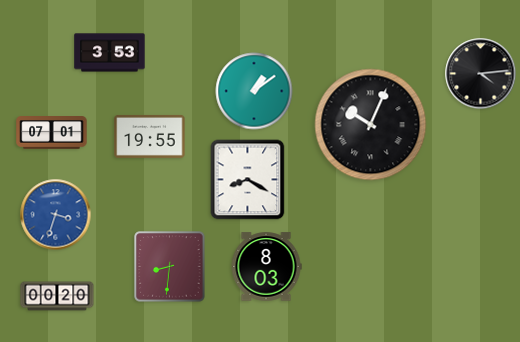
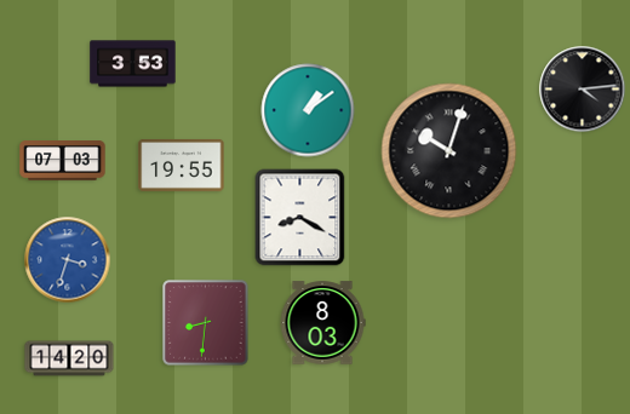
clock at (371, 125): 10:04 -> 10:03
clock at (52, 133): 07:01 -> 07:03
clock at (57, 296): 00:20 -> 14:20
